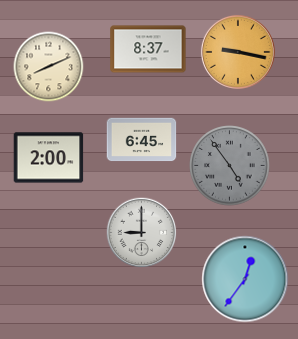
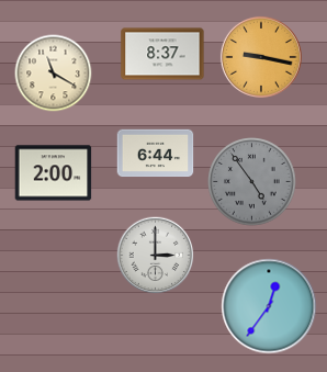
clock at (49, 67): 8:11 -> 11:20
clock at (142, 140): 6:45 -> 6:44
clock at (142, 233): 9:00 -> 3:00
